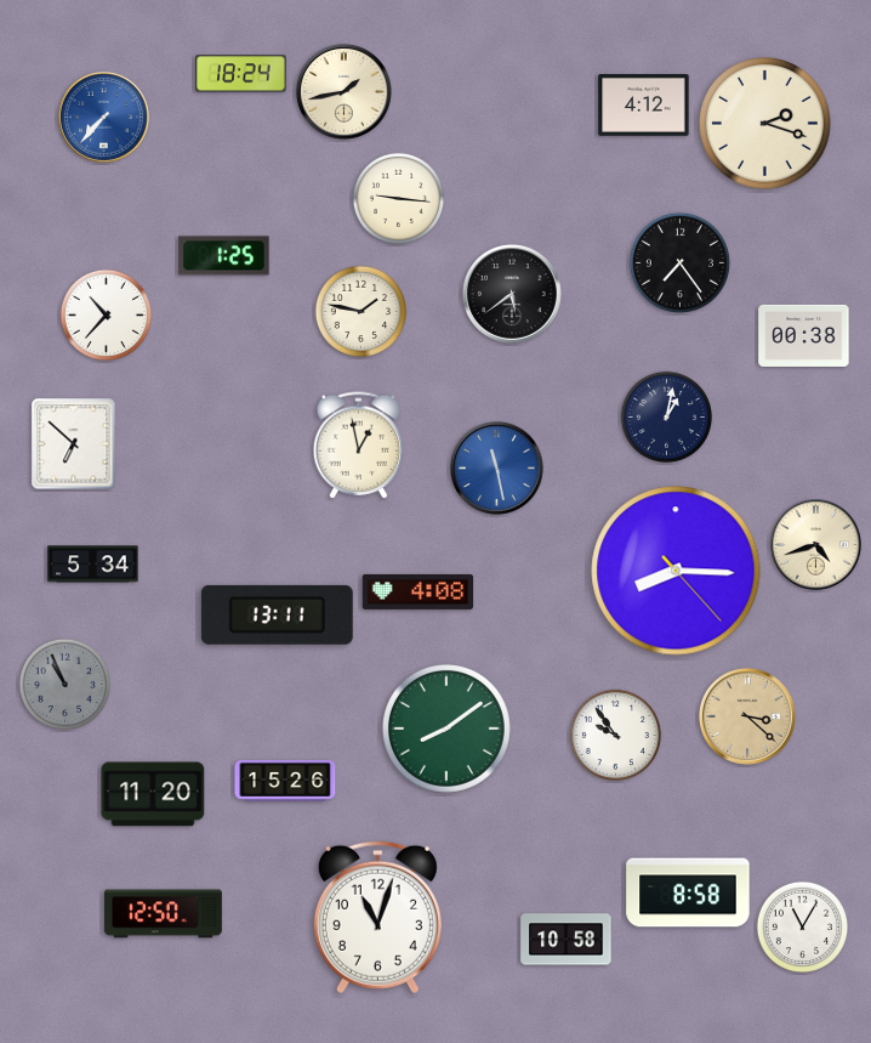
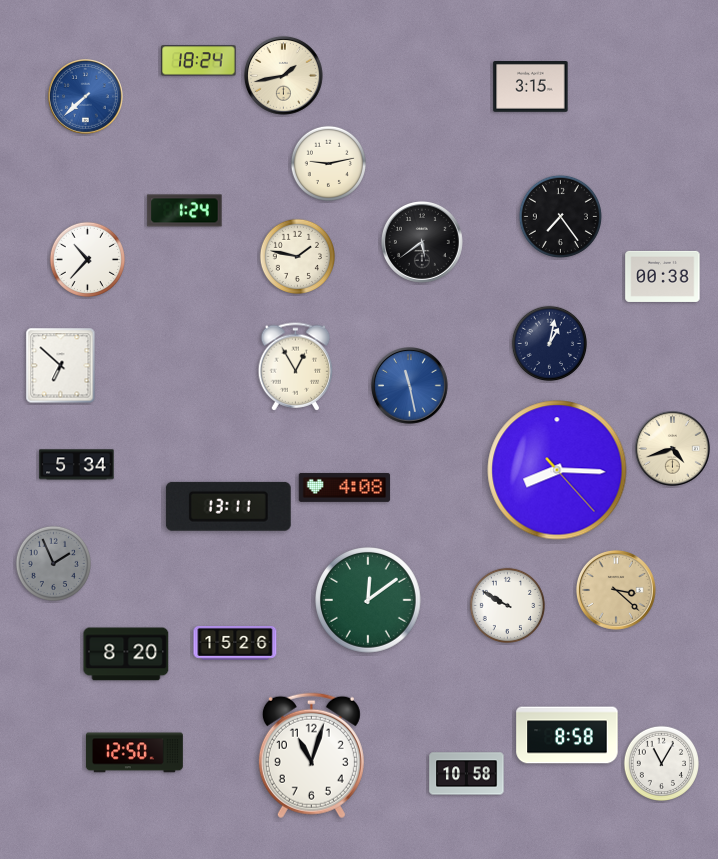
clock at (644, 106): 4:12 -> 3:15
clock at (104, 118): 7:37 -> 7:38
clock at (765, 124): 2:18 -> none
clock at (398, 198): 9:16 -> 9:13
clock at (224, 256): 1:25 -> 1:24
clock at (359, 446): 12:58 -> 12:55
clock at (64, 684): 10:56 -> 1:56
clock at (448, 730): 8:09 -> 12:09
clock at (615, 735): 9:54 -> 9:50
clock at (153, 794): 11:20 -> 8:20
